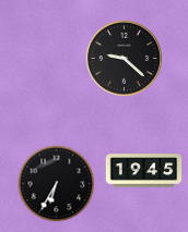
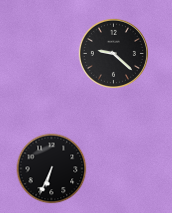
clock at (144, 171): 19:45 -> none
clock at (57, 184): 6:35 -> 6:34
